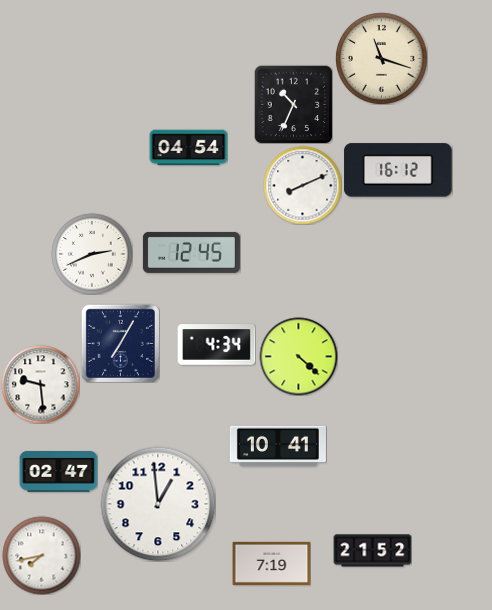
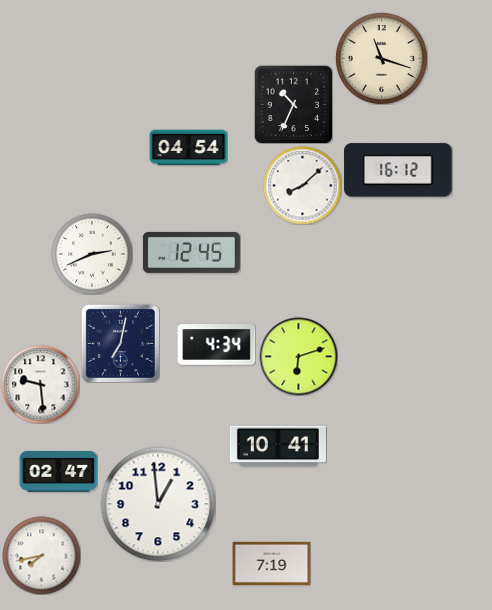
clock at (302, 185): 8:11 -> 8:08
clock at (120, 343): 7:05 -> 7:02
clock at (298, 356): 4:22 -> 6:12
clock at (372, 551): 21:52 -> none
